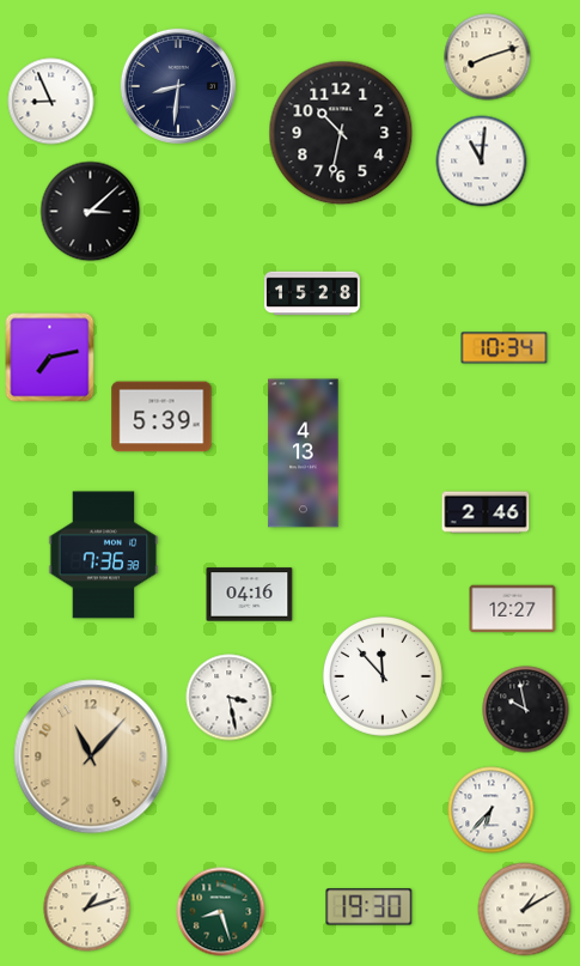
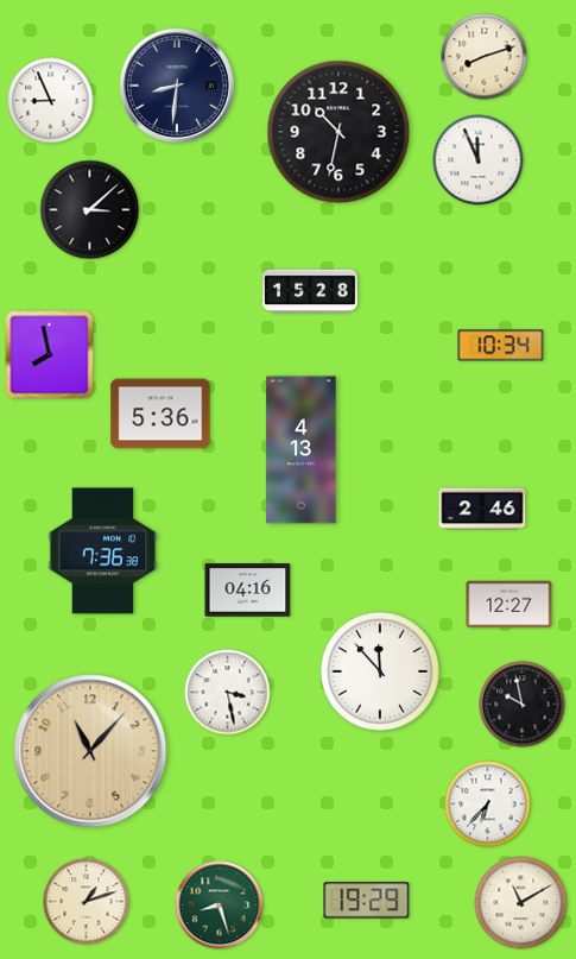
clock at (482, 162): 11:01 -> 11:56
clock at (50, 358): 7:13 -> 7:58
clock at (161, 417): 5:39 -> 5:36
clock at (370, 907): 19:30 -> 19:29
clock at (525, 910): 1:10 -> 11:10
